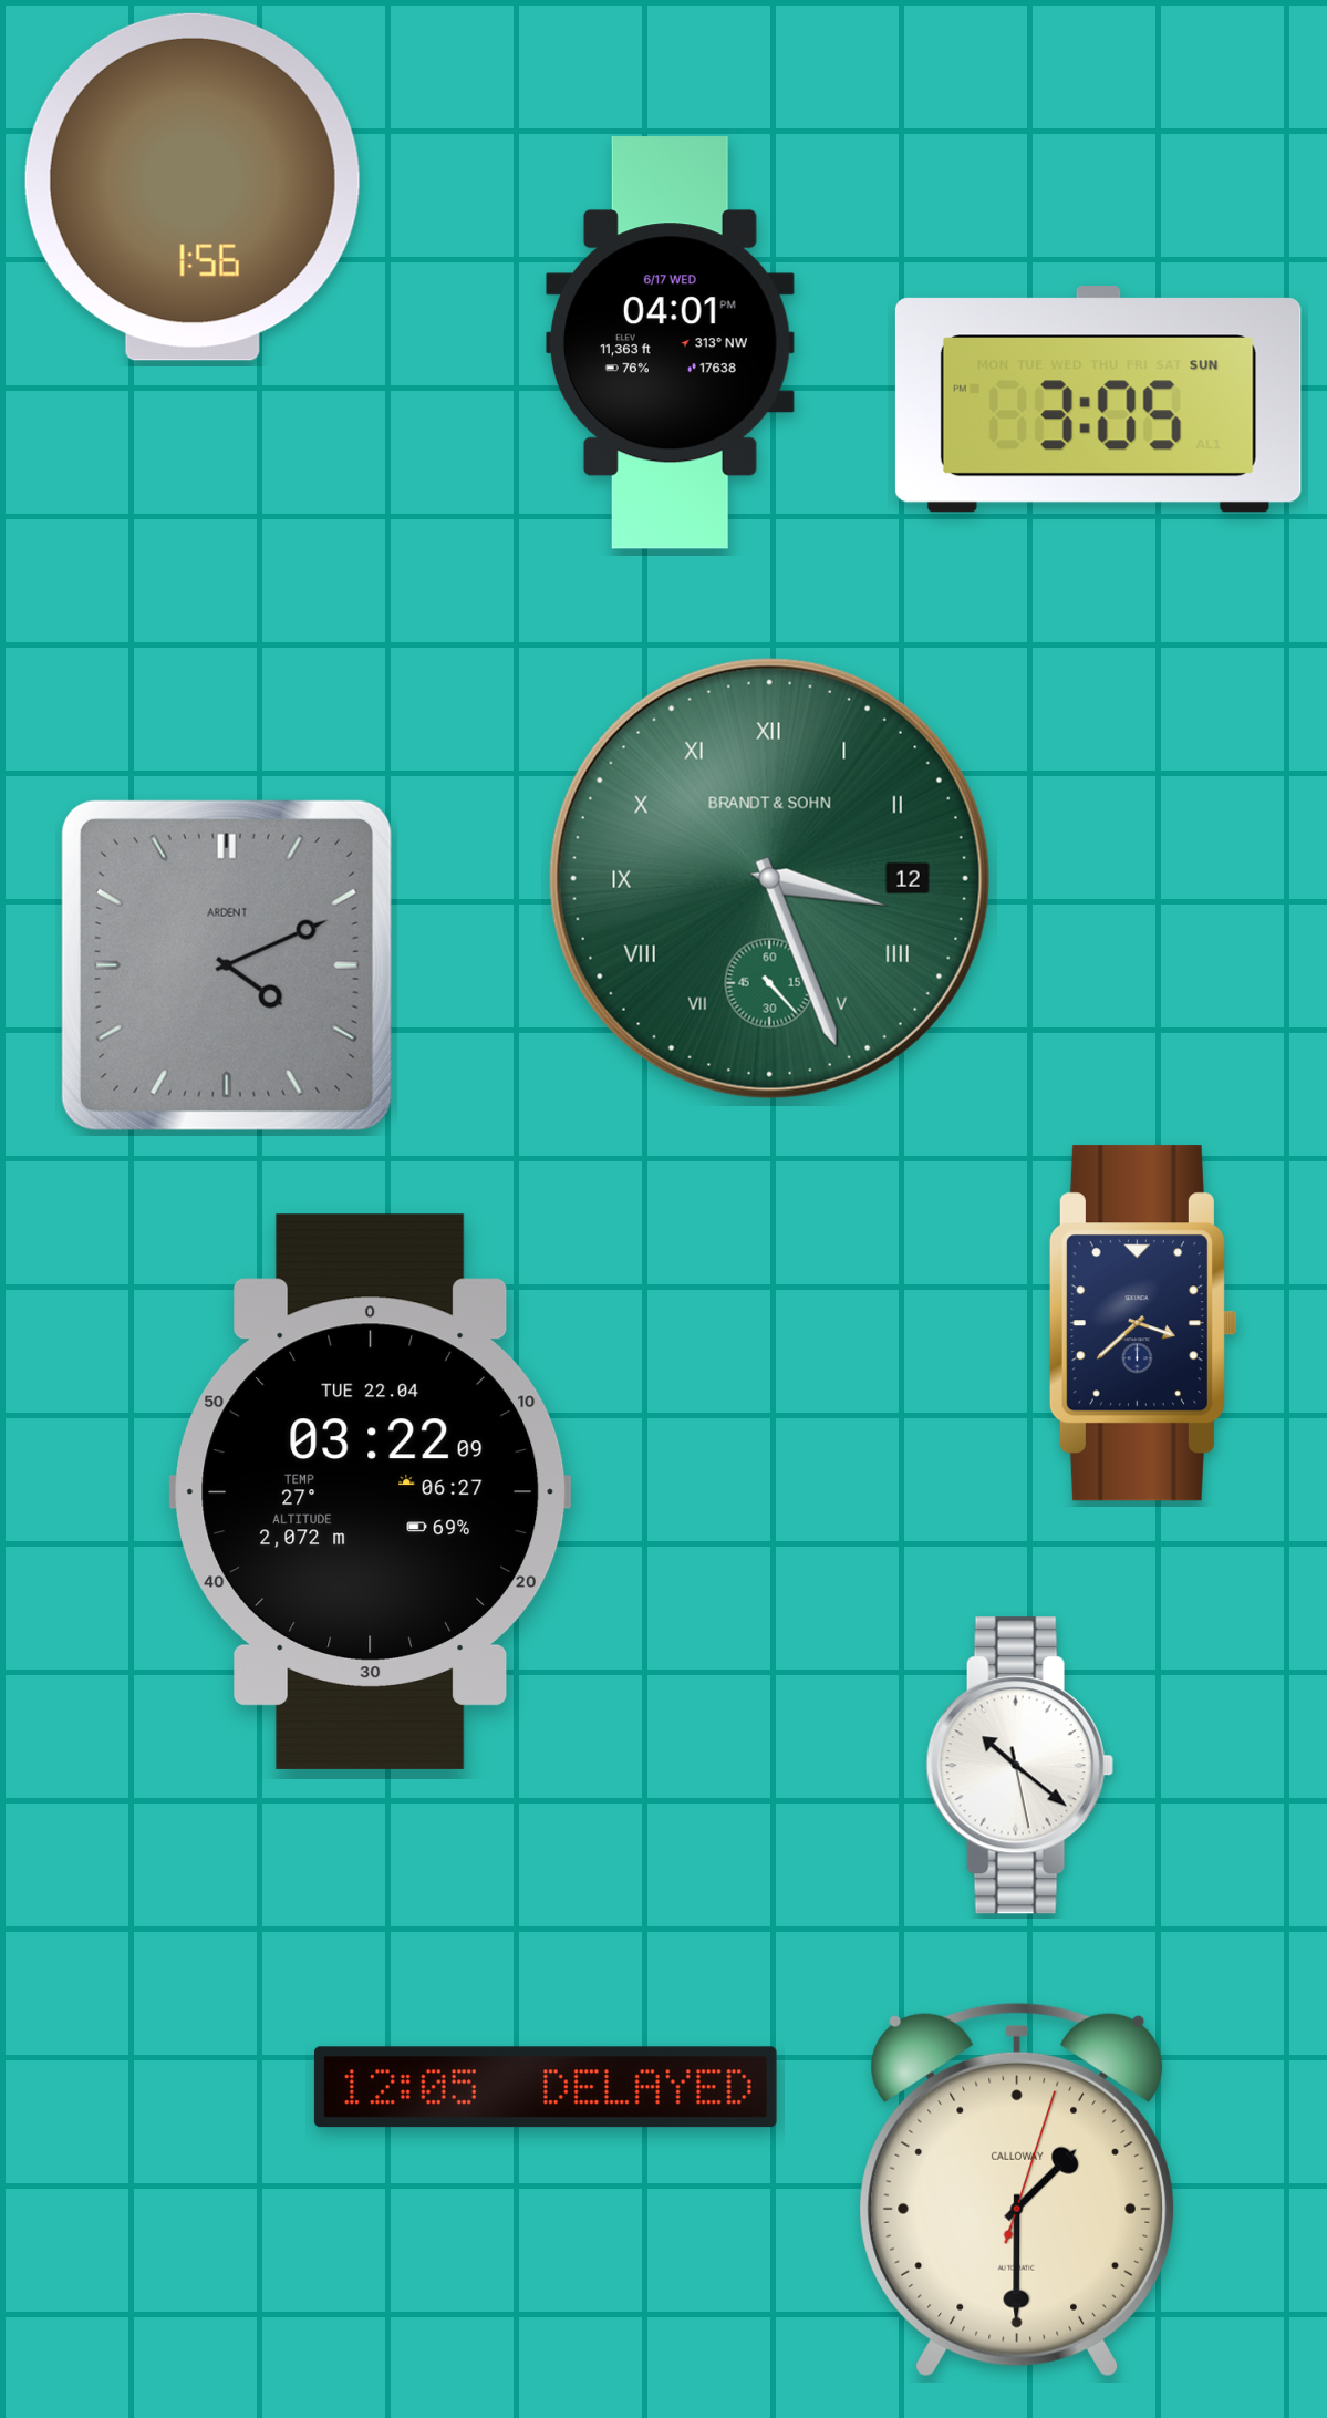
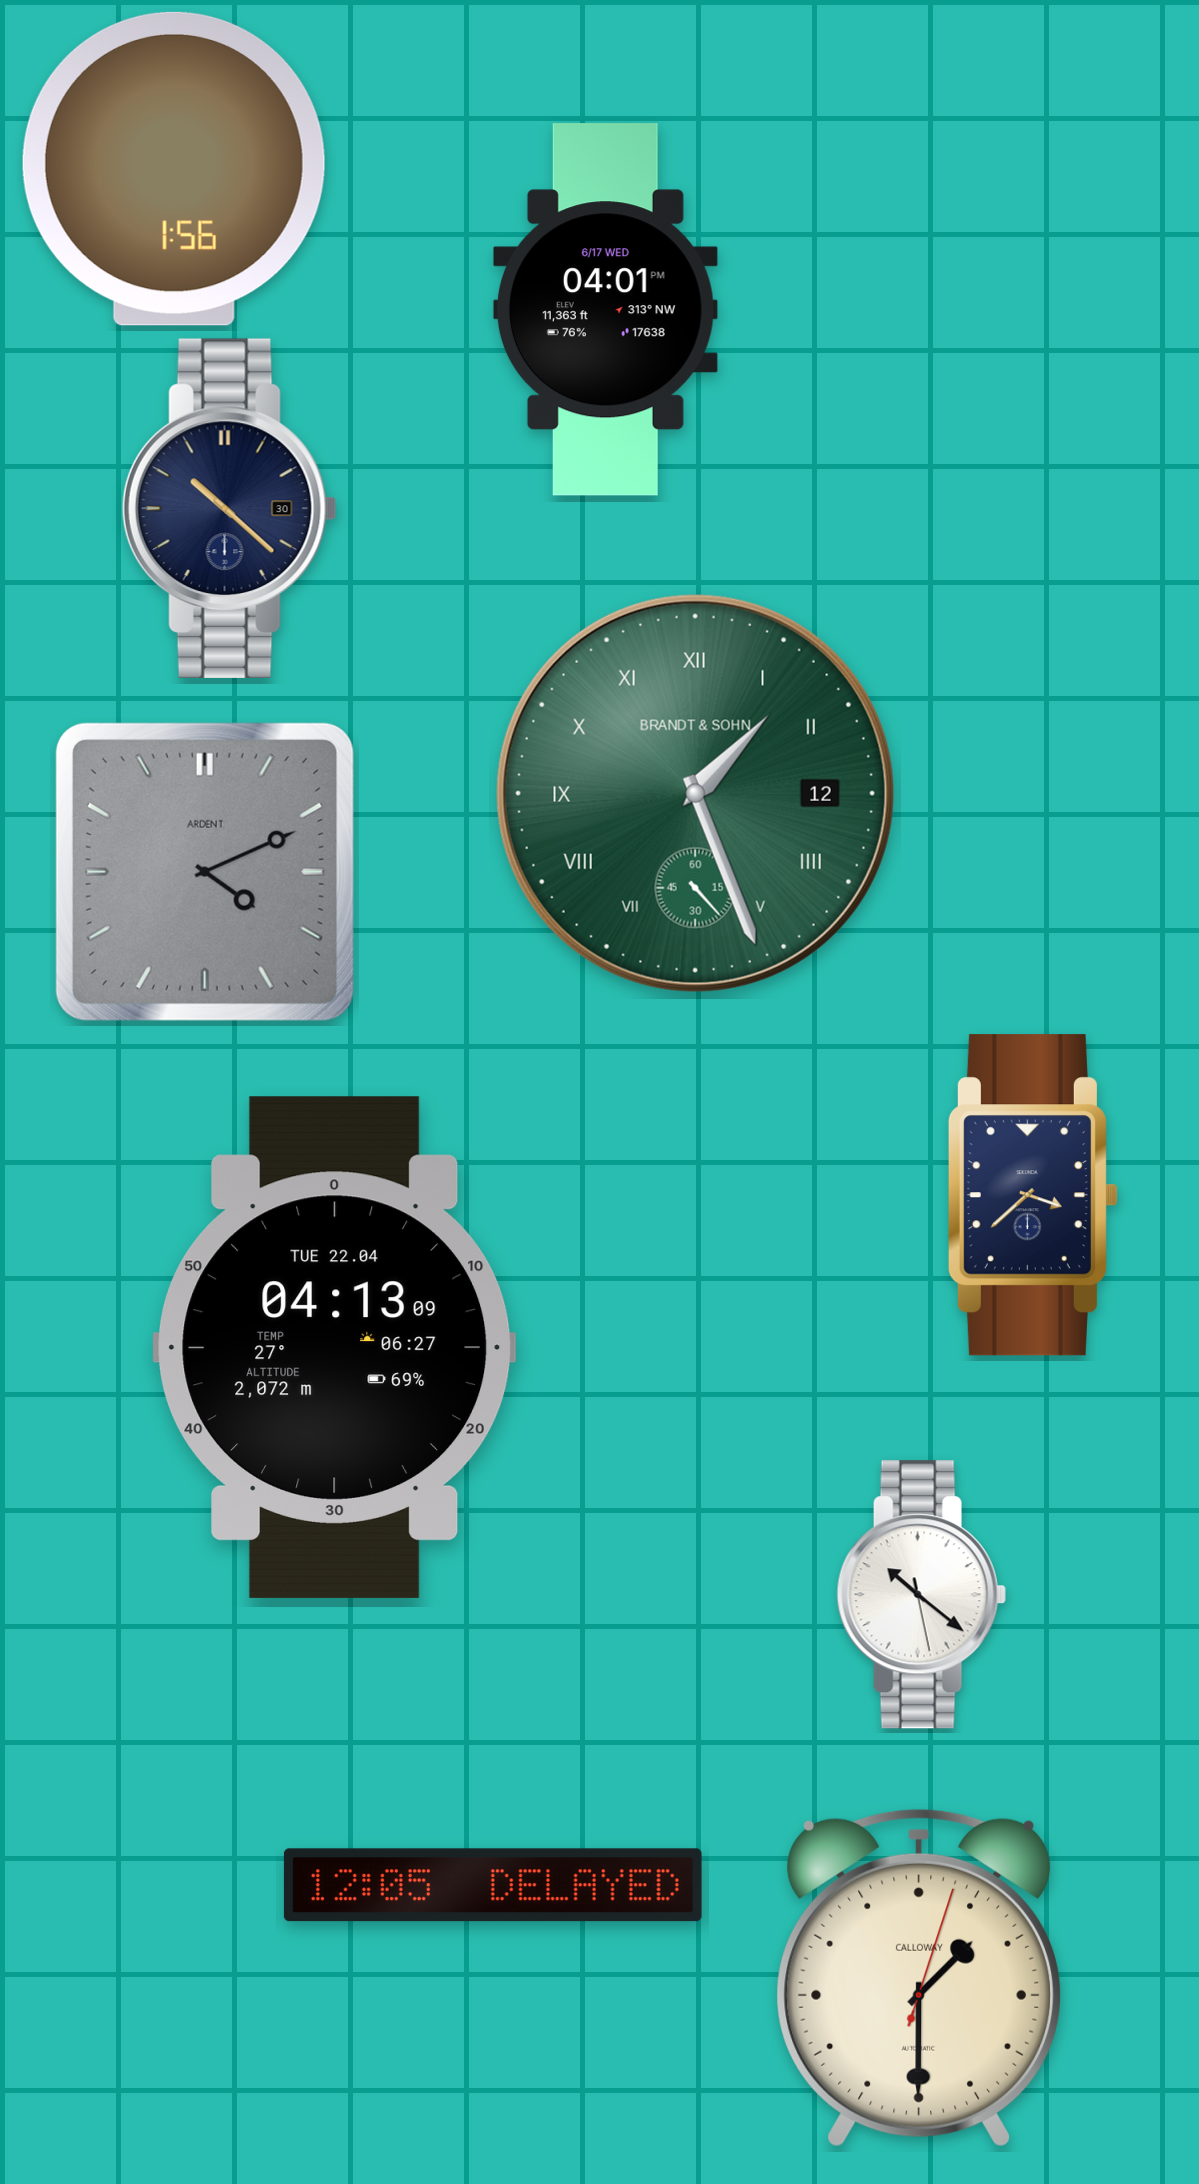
clock at (1098, 400): 3:05 -> none
clock at (229, 508): none -> 10:22
clock at (769, 878): 3:26 -> 1:26
clock at (371, 1491): 03:22 -> 04:13
